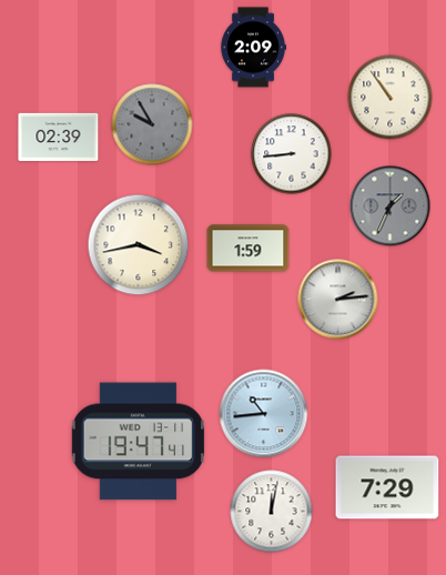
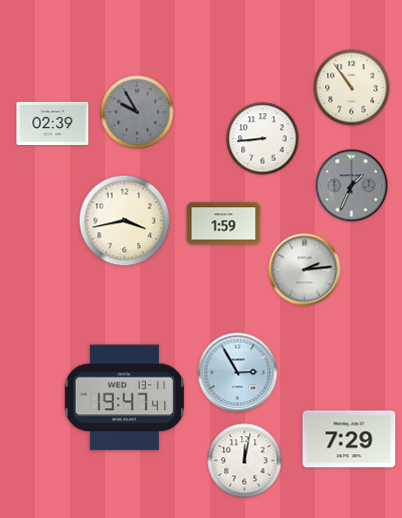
clock at (253, 48): 2:09 -> none
clock at (264, 414): 10:44 -> 2:55
